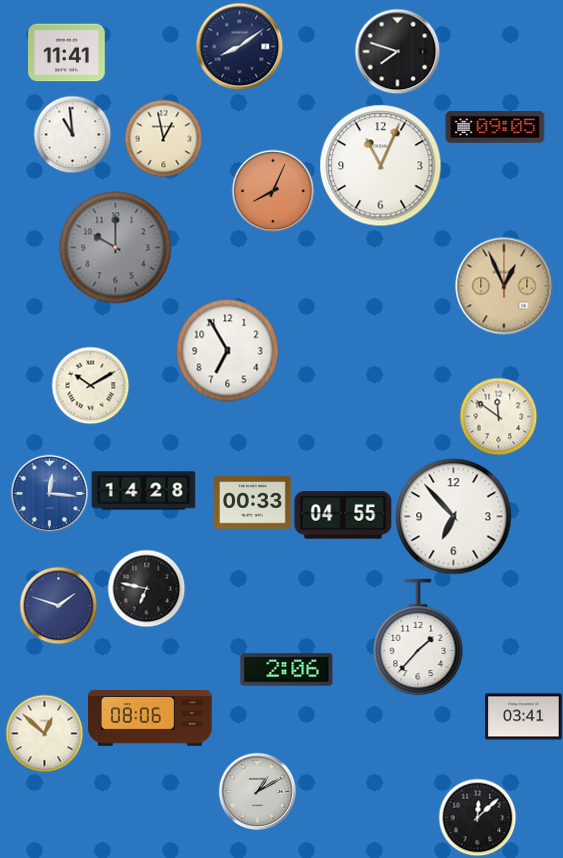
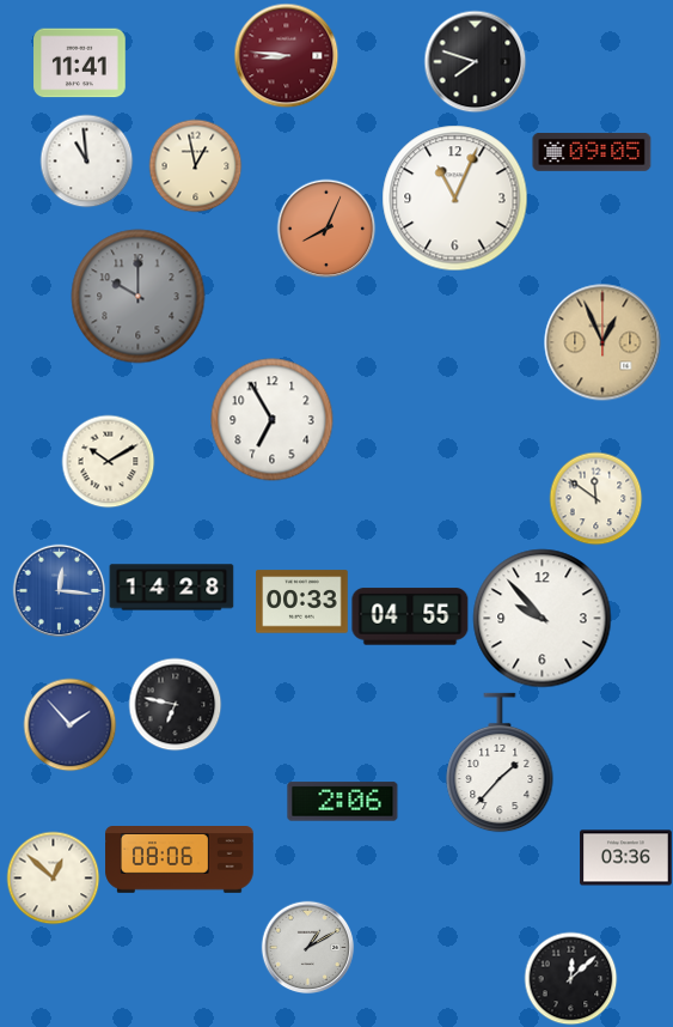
clock at (239, 46): 8:09 -> 8:46
clock at (239, 46) dial: navy -> burgundy
clock at (454, 517): 6:53 -> 9:53
clock at (58, 605): 1:48 -> 1:53
clock at (524, 717): 03:41 -> 03:36
